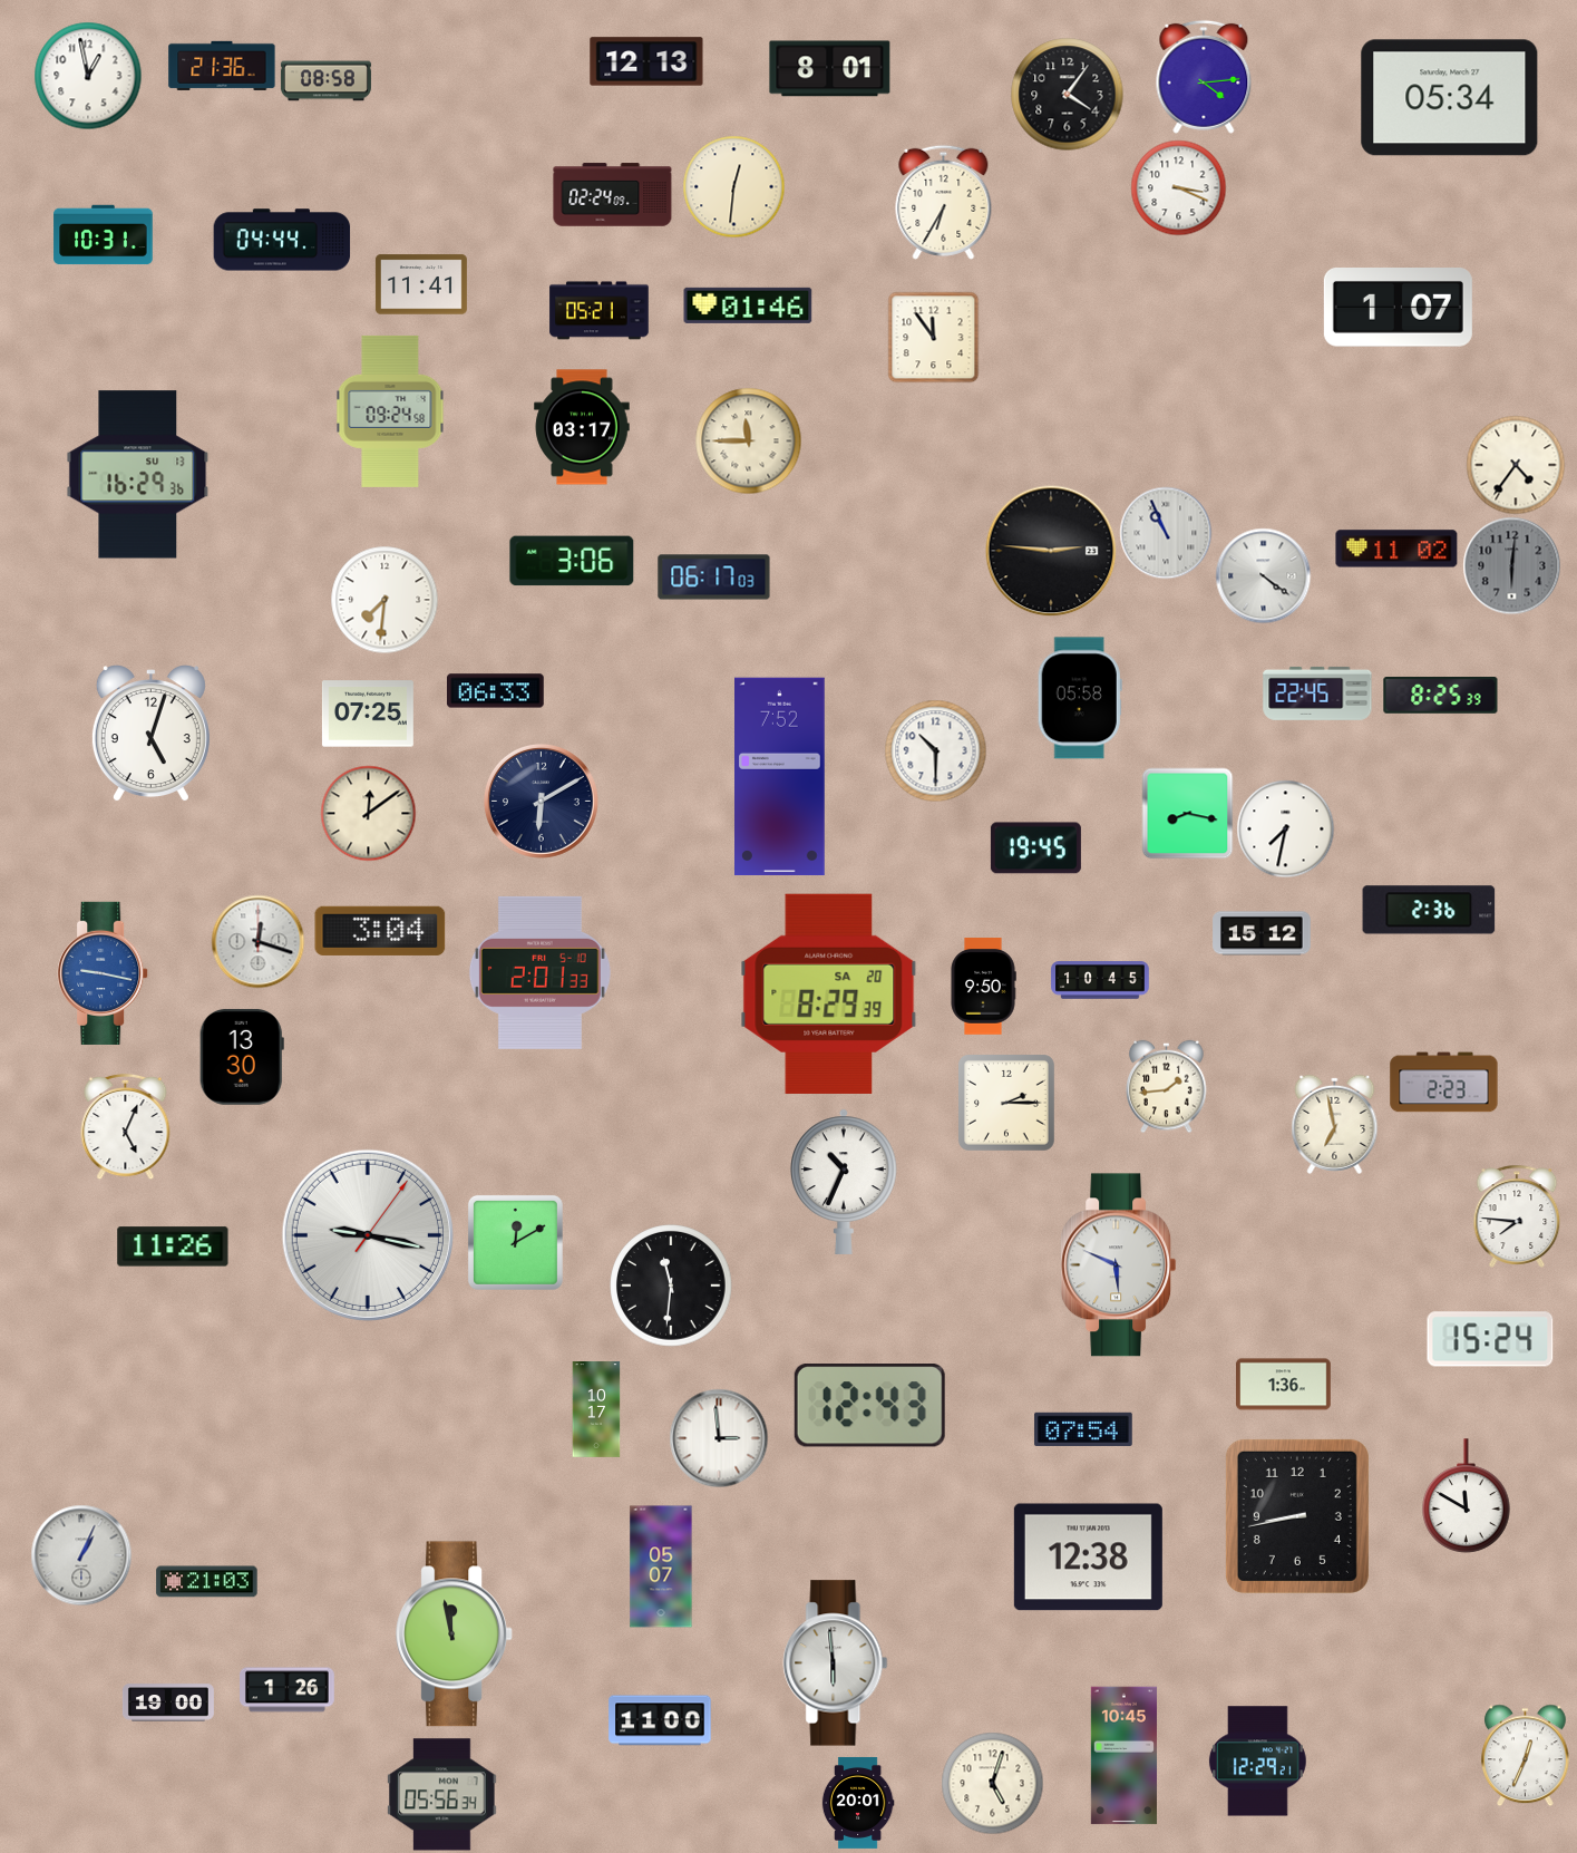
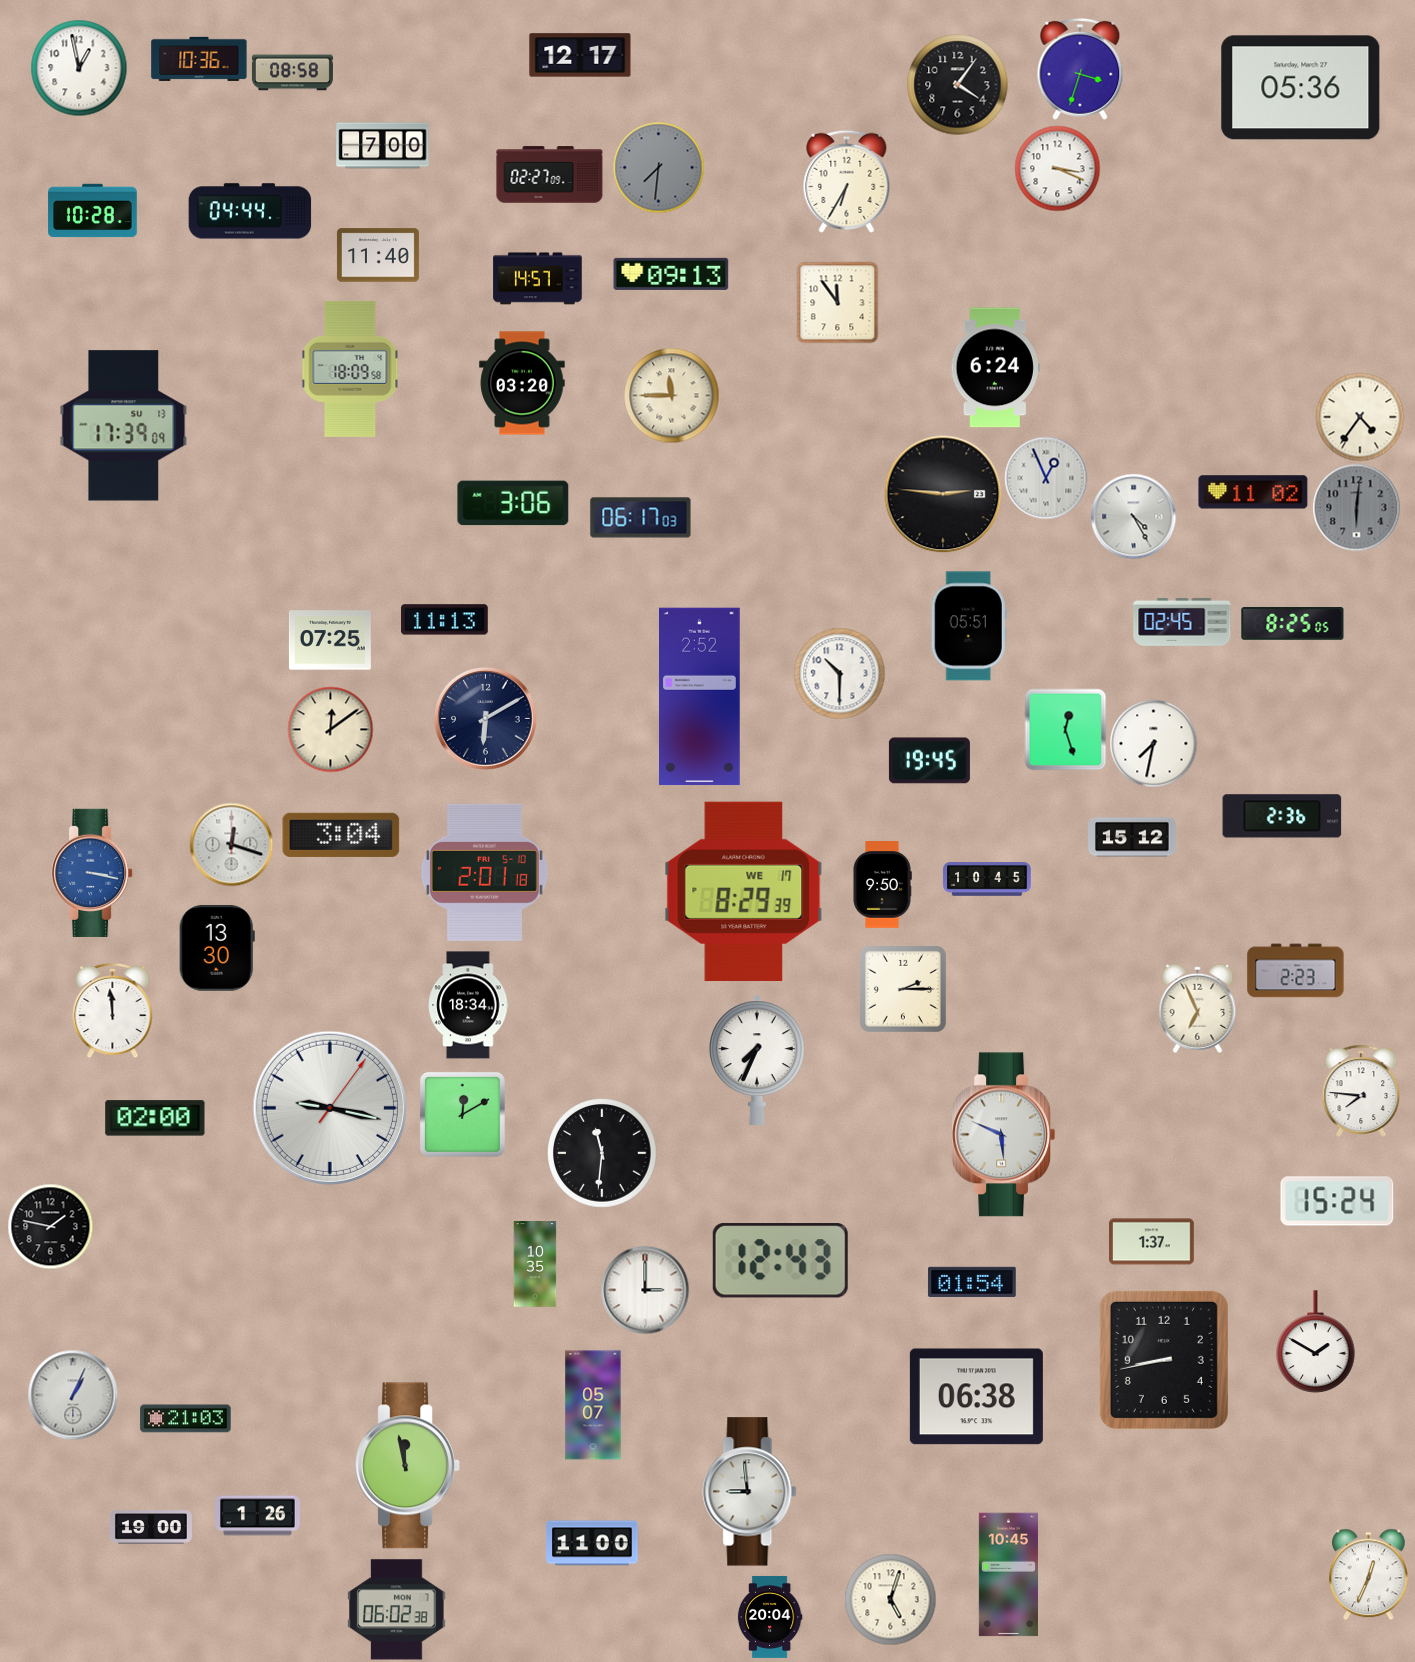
clock at (646, 61): 12:13 -> 12:17
clock at (222, 66): 21:36 -> 10:36
clock at (830, 69): 8:01 -> none
clock at (1204, 77): 4:14 -> 3:33
clock at (1450, 98): 05:34 -> 05:36
clock at (383, 146): none -> 7:00
clock at (733, 186): 12:31 -> 7:31
clock at (733, 186) dial: cream -> grey
clock at (613, 195): 02:24 -> 02:27
clock at (104, 235): 10:31 -> 10:28
clock at (282, 240) position: (282, 240) -> (250, 211)
clock at (421, 284): 11:41 -> 11:40
clock at (748, 305): 01:46 -> 09:13
clock at (1398, 308): 1:07 -> none
clock at (600, 311): 05:21 -> 14:57
clock at (995, 368): none -> 6:24
clock at (390, 411): 09:24 -> 18:09
clock at (582, 427): 03:17 -> 03:20
clock at (138, 475): 16:29 -> 17:39
clock at (1166, 533): 10:56 -> 12:56
clock at (1263, 575): 4:21 -> 4:25
clock at (384, 600): 7:31 -> none
clock at (496, 691): 06:33 -> 11:13
clock at (1317, 693): 22:45 -> 02:45
clock at (1441, 696): 8:25:39 -> 8:25:05
clock at (1080, 698): 05:58 -> 05:51
clock at (150, 734): 5:03 -> none
clock at (780, 777): 7:52 -> 2:52
clock at (1187, 813): 8:17 -> 12:27
clock at (539, 972): 2:01:33 -> 2:01:18
clock at (103, 973): 9:17 -> 3:17
clock at (829, 993) date: SA 20 -> WE 17
clock at (1167, 1086): 1:44 -> none
clock at (468, 1005): none -> 18:34
clock at (1335, 1124): 6:58 -> 6:56
clock at (126, 1126): 5:04 -> 11:59
clock at (845, 1182): 10:34 -> 7:34
clock at (173, 1246): 11:26 -> 02:00
clock at (50, 1226): none -> 1:47
clock at (1284, 1385): 1:36 -> 1:37
clock at (596, 1409): 10:17 -> 10:35
clock at (1083, 1429): 07:54 -> 01:54
clock at (719, 1438): 2:59 -> 3:00
clock at (1467, 1496): 11:50 -> 1:50
clock at (1088, 1558): 12:38 -> 06:38
clock at (836, 1663): 5:59 -> 8:59
clock at (1257, 1762): 12:29 -> none
clock at (442, 1795): 05:56 -> 06:02
clock at (858, 1803): 20:01 -> 20:04
